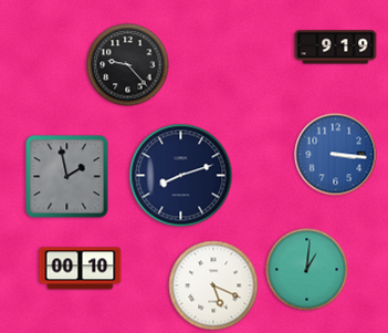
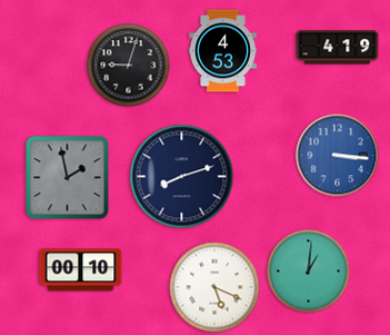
clock at (336, 48): 9:19 -> 4:19
clock at (222, 51): none -> 4:53
clock at (128, 65): 9:23 -> 9:03
